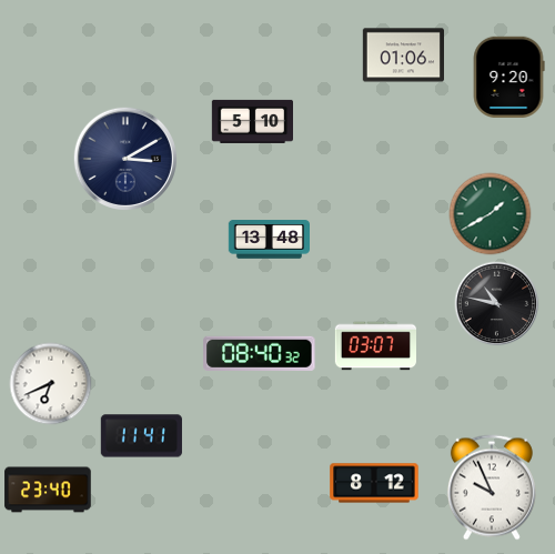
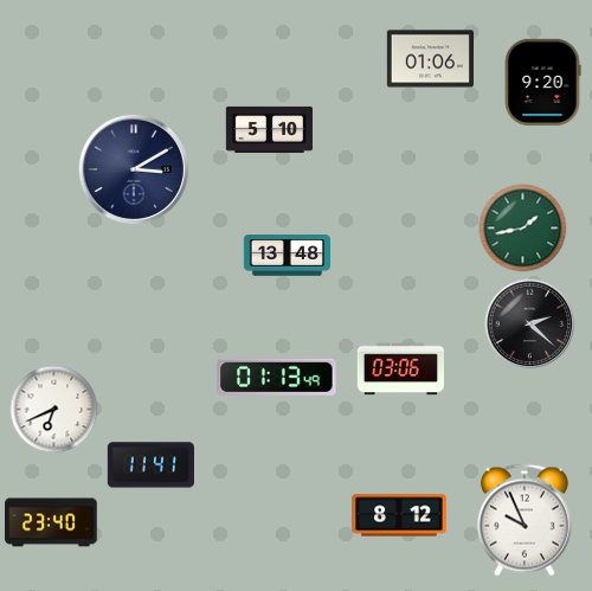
clock at (491, 214): 1:40 -> 1:43
clock at (497, 304): 10:47 -> 2:22
clock at (375, 346): 03:07 -> 03:06
clock at (260, 353): 08:40 -> 01:13
